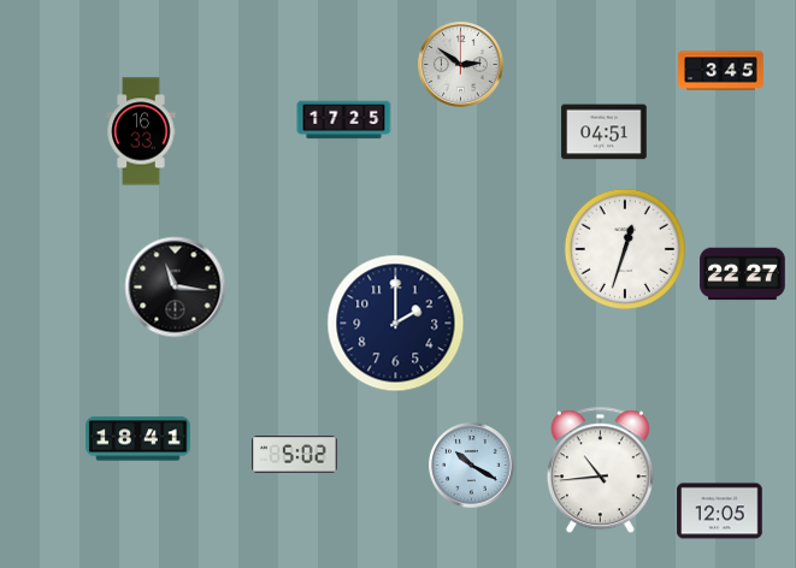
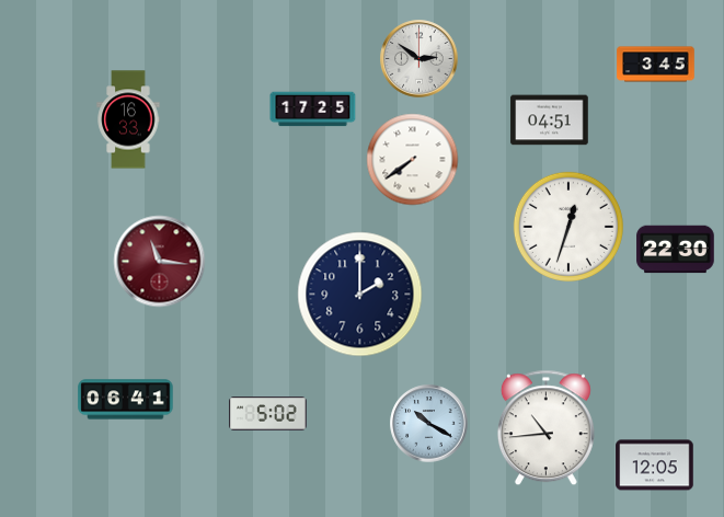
clock at (413, 160): none -> 7:39
clock at (743, 274): 22:27 -> 22:30
clock at (176, 288) dial: black -> burgundy
clock at (138, 439): 18:41 -> 06:41
